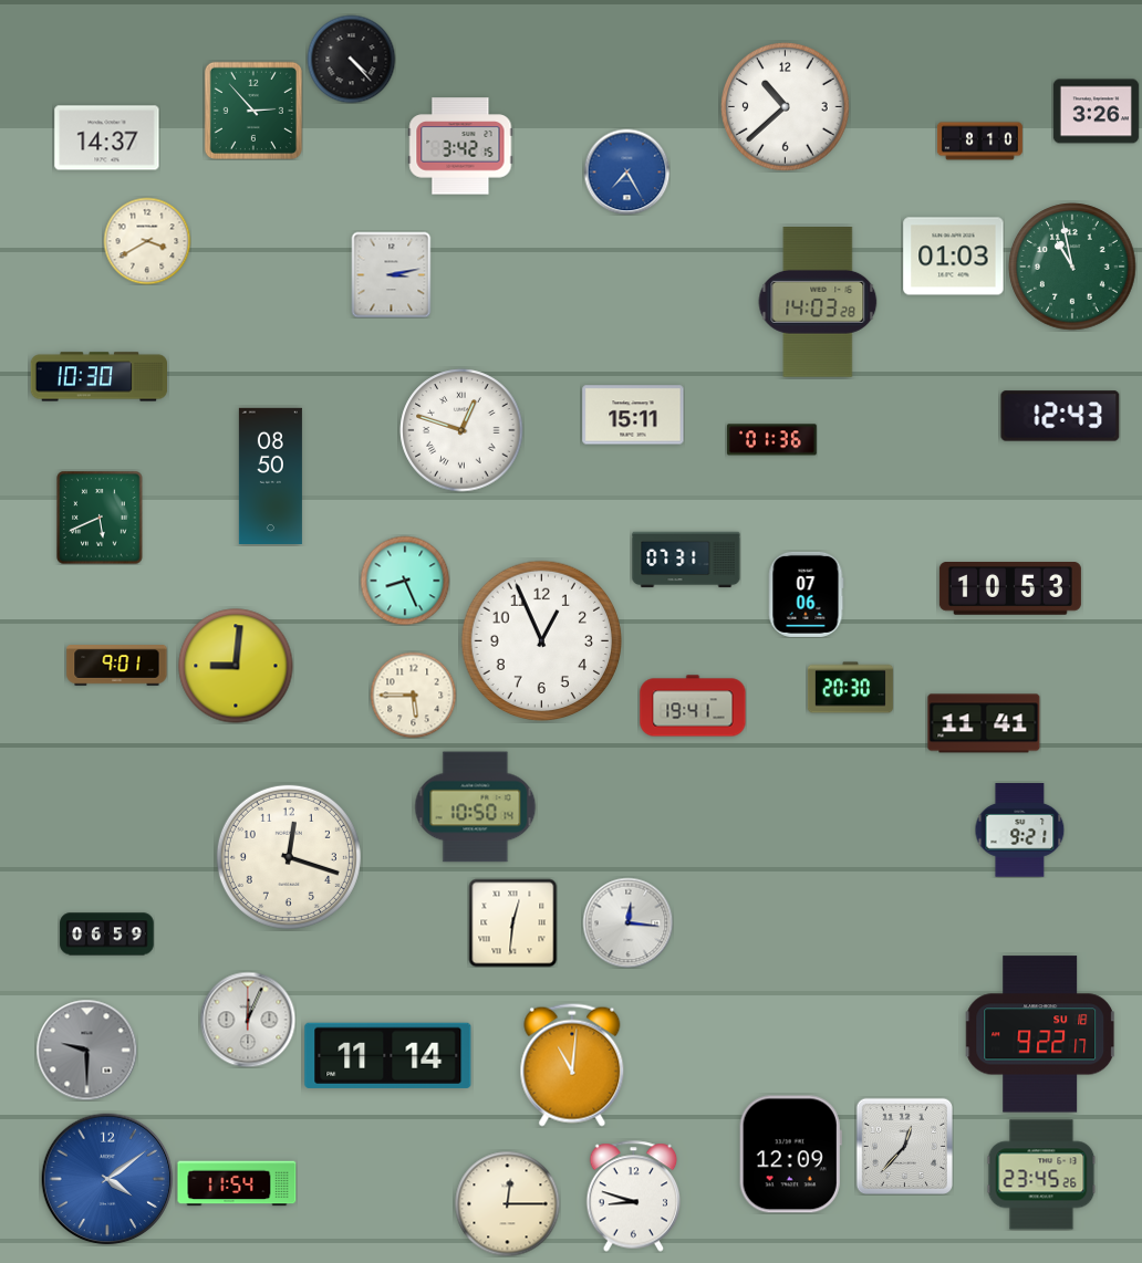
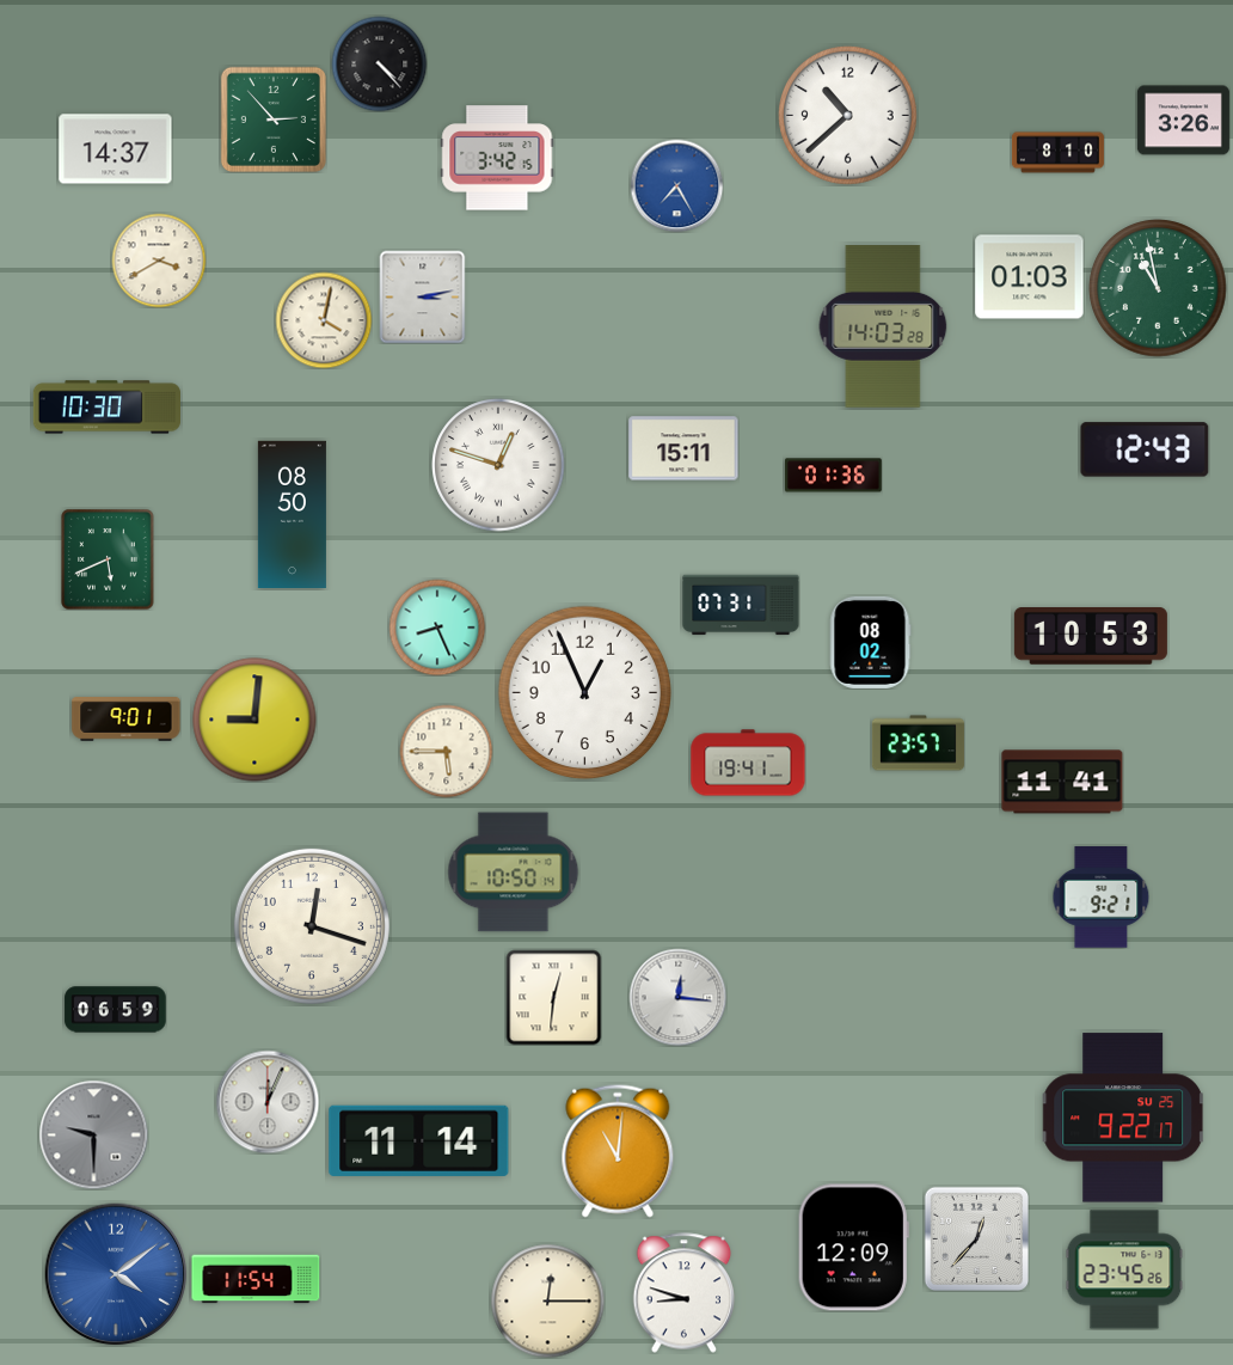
clock at (324, 320): none -> 4:02
clock at (806, 594): 07:06 -> 08:02
clock at (850, 688): 20:30 -> 23:57
clock at (1040, 1034) date: SU 18 -> SU 25
